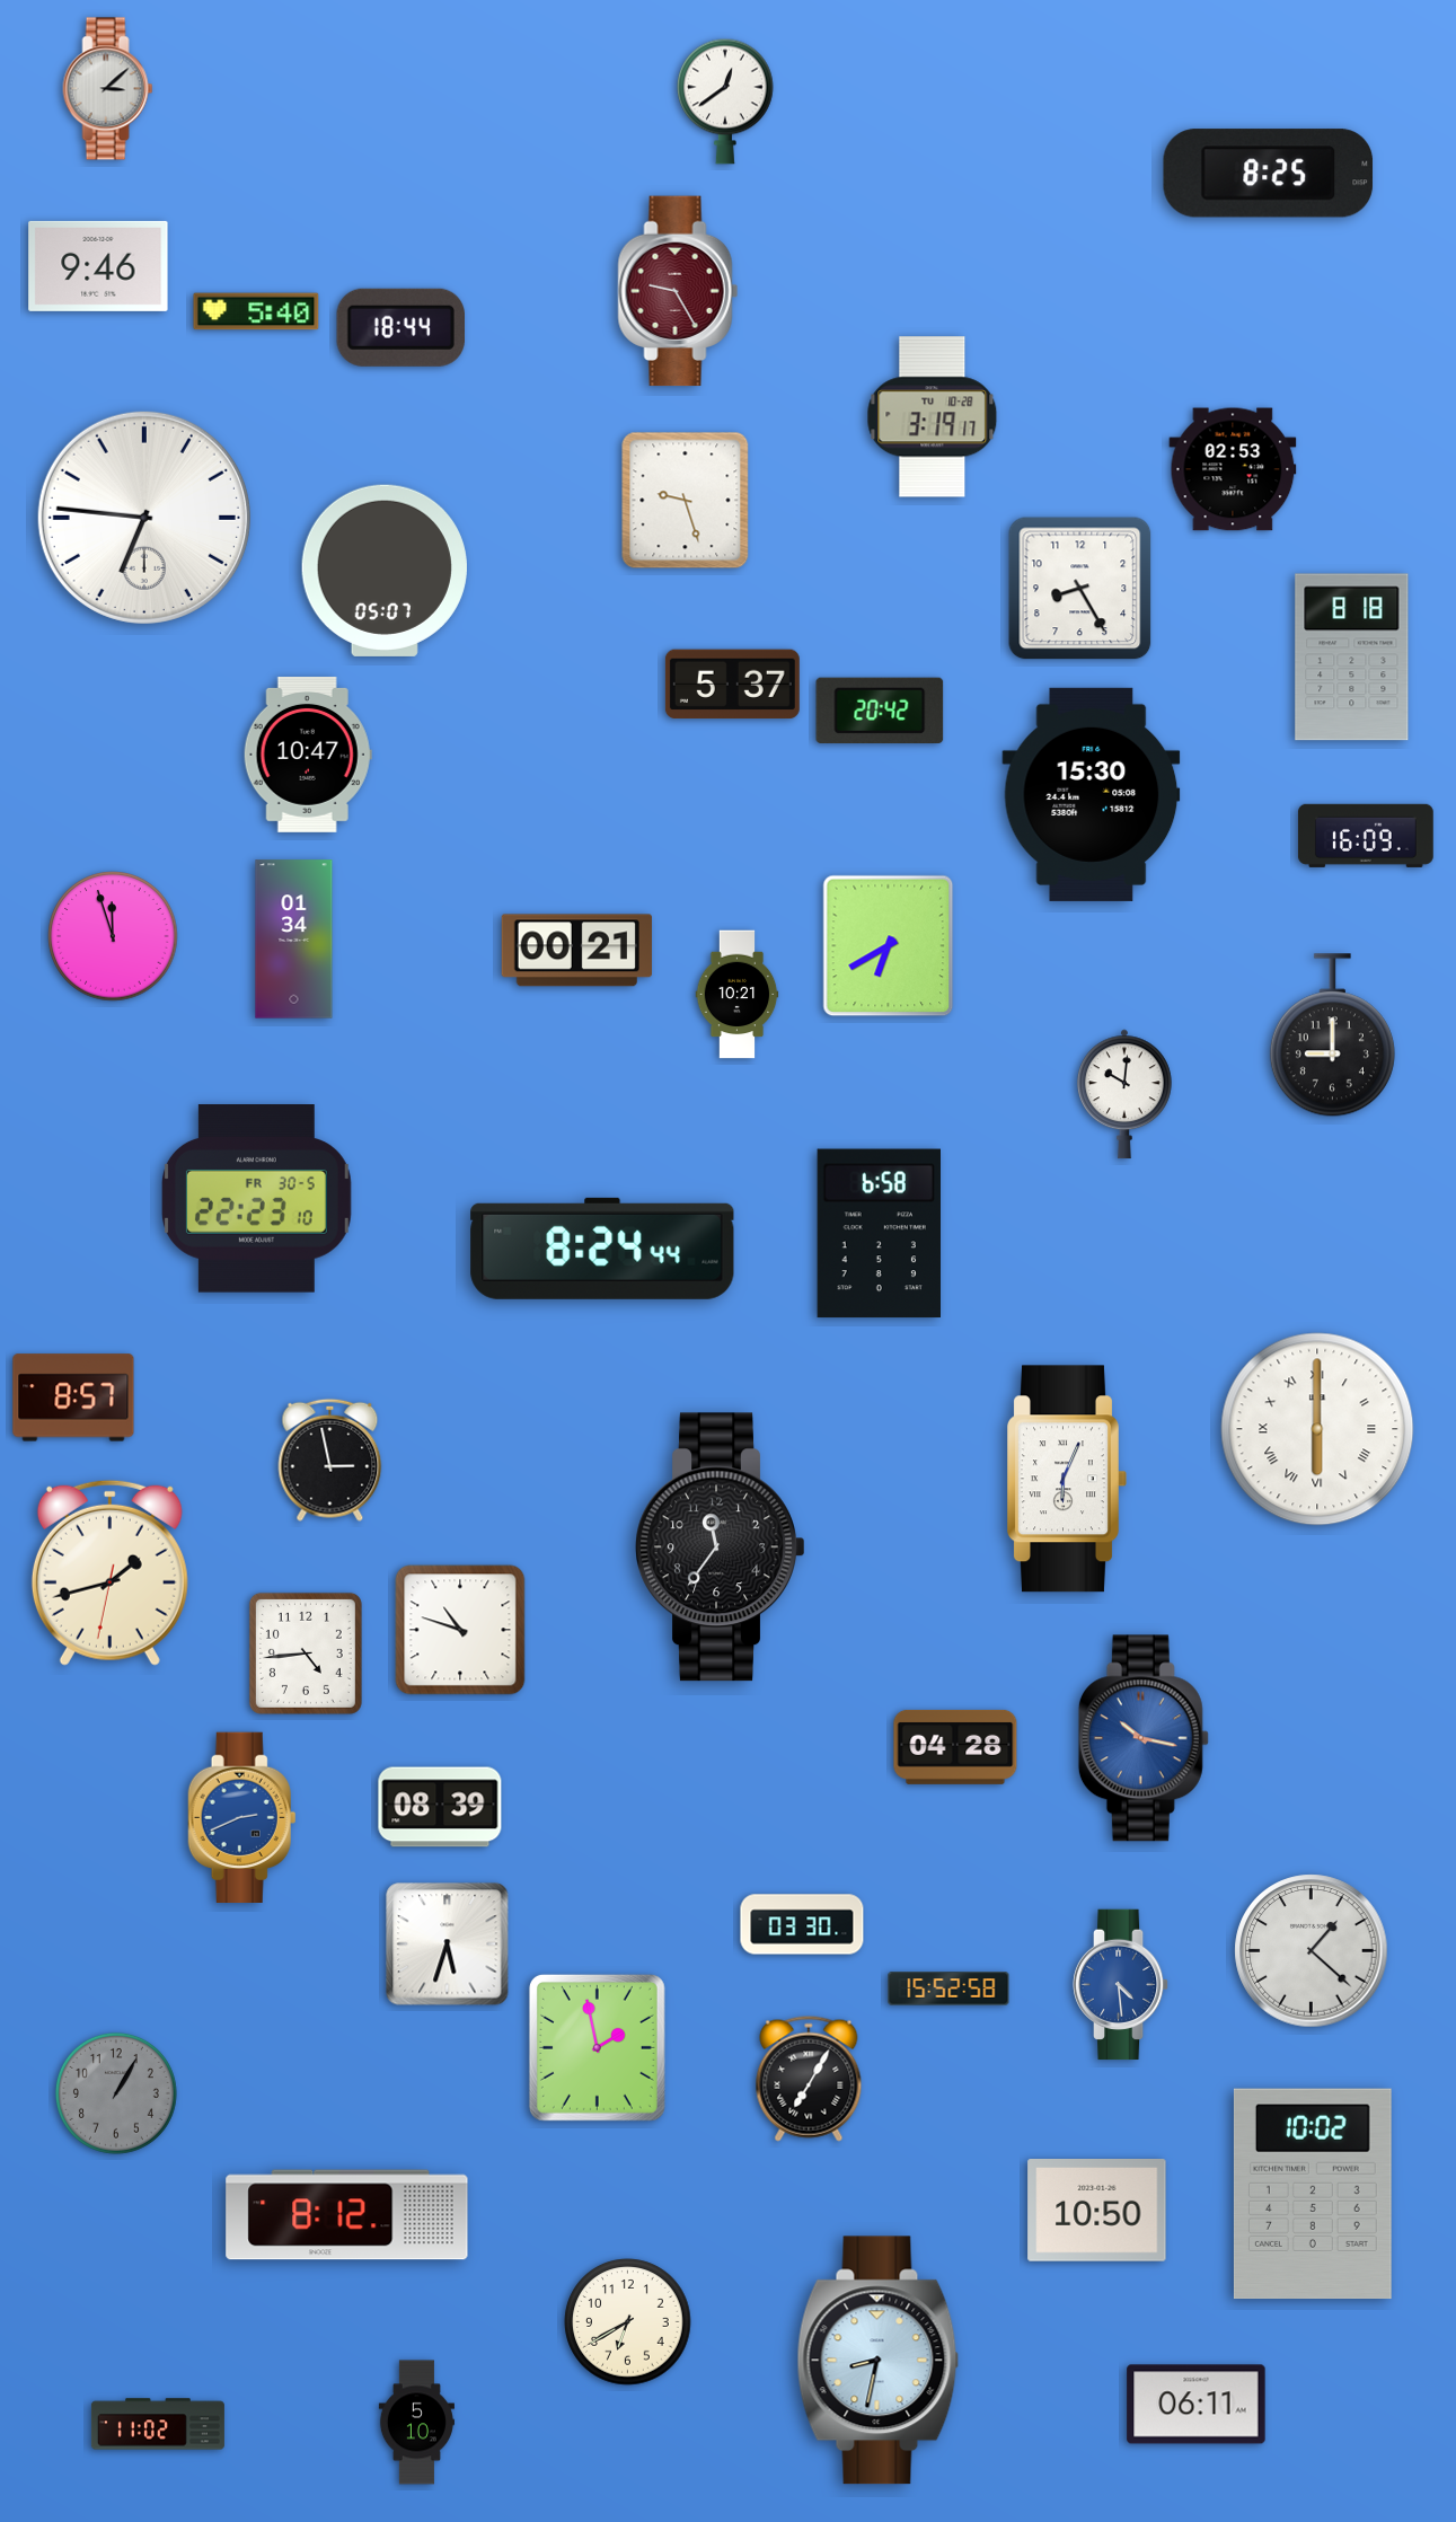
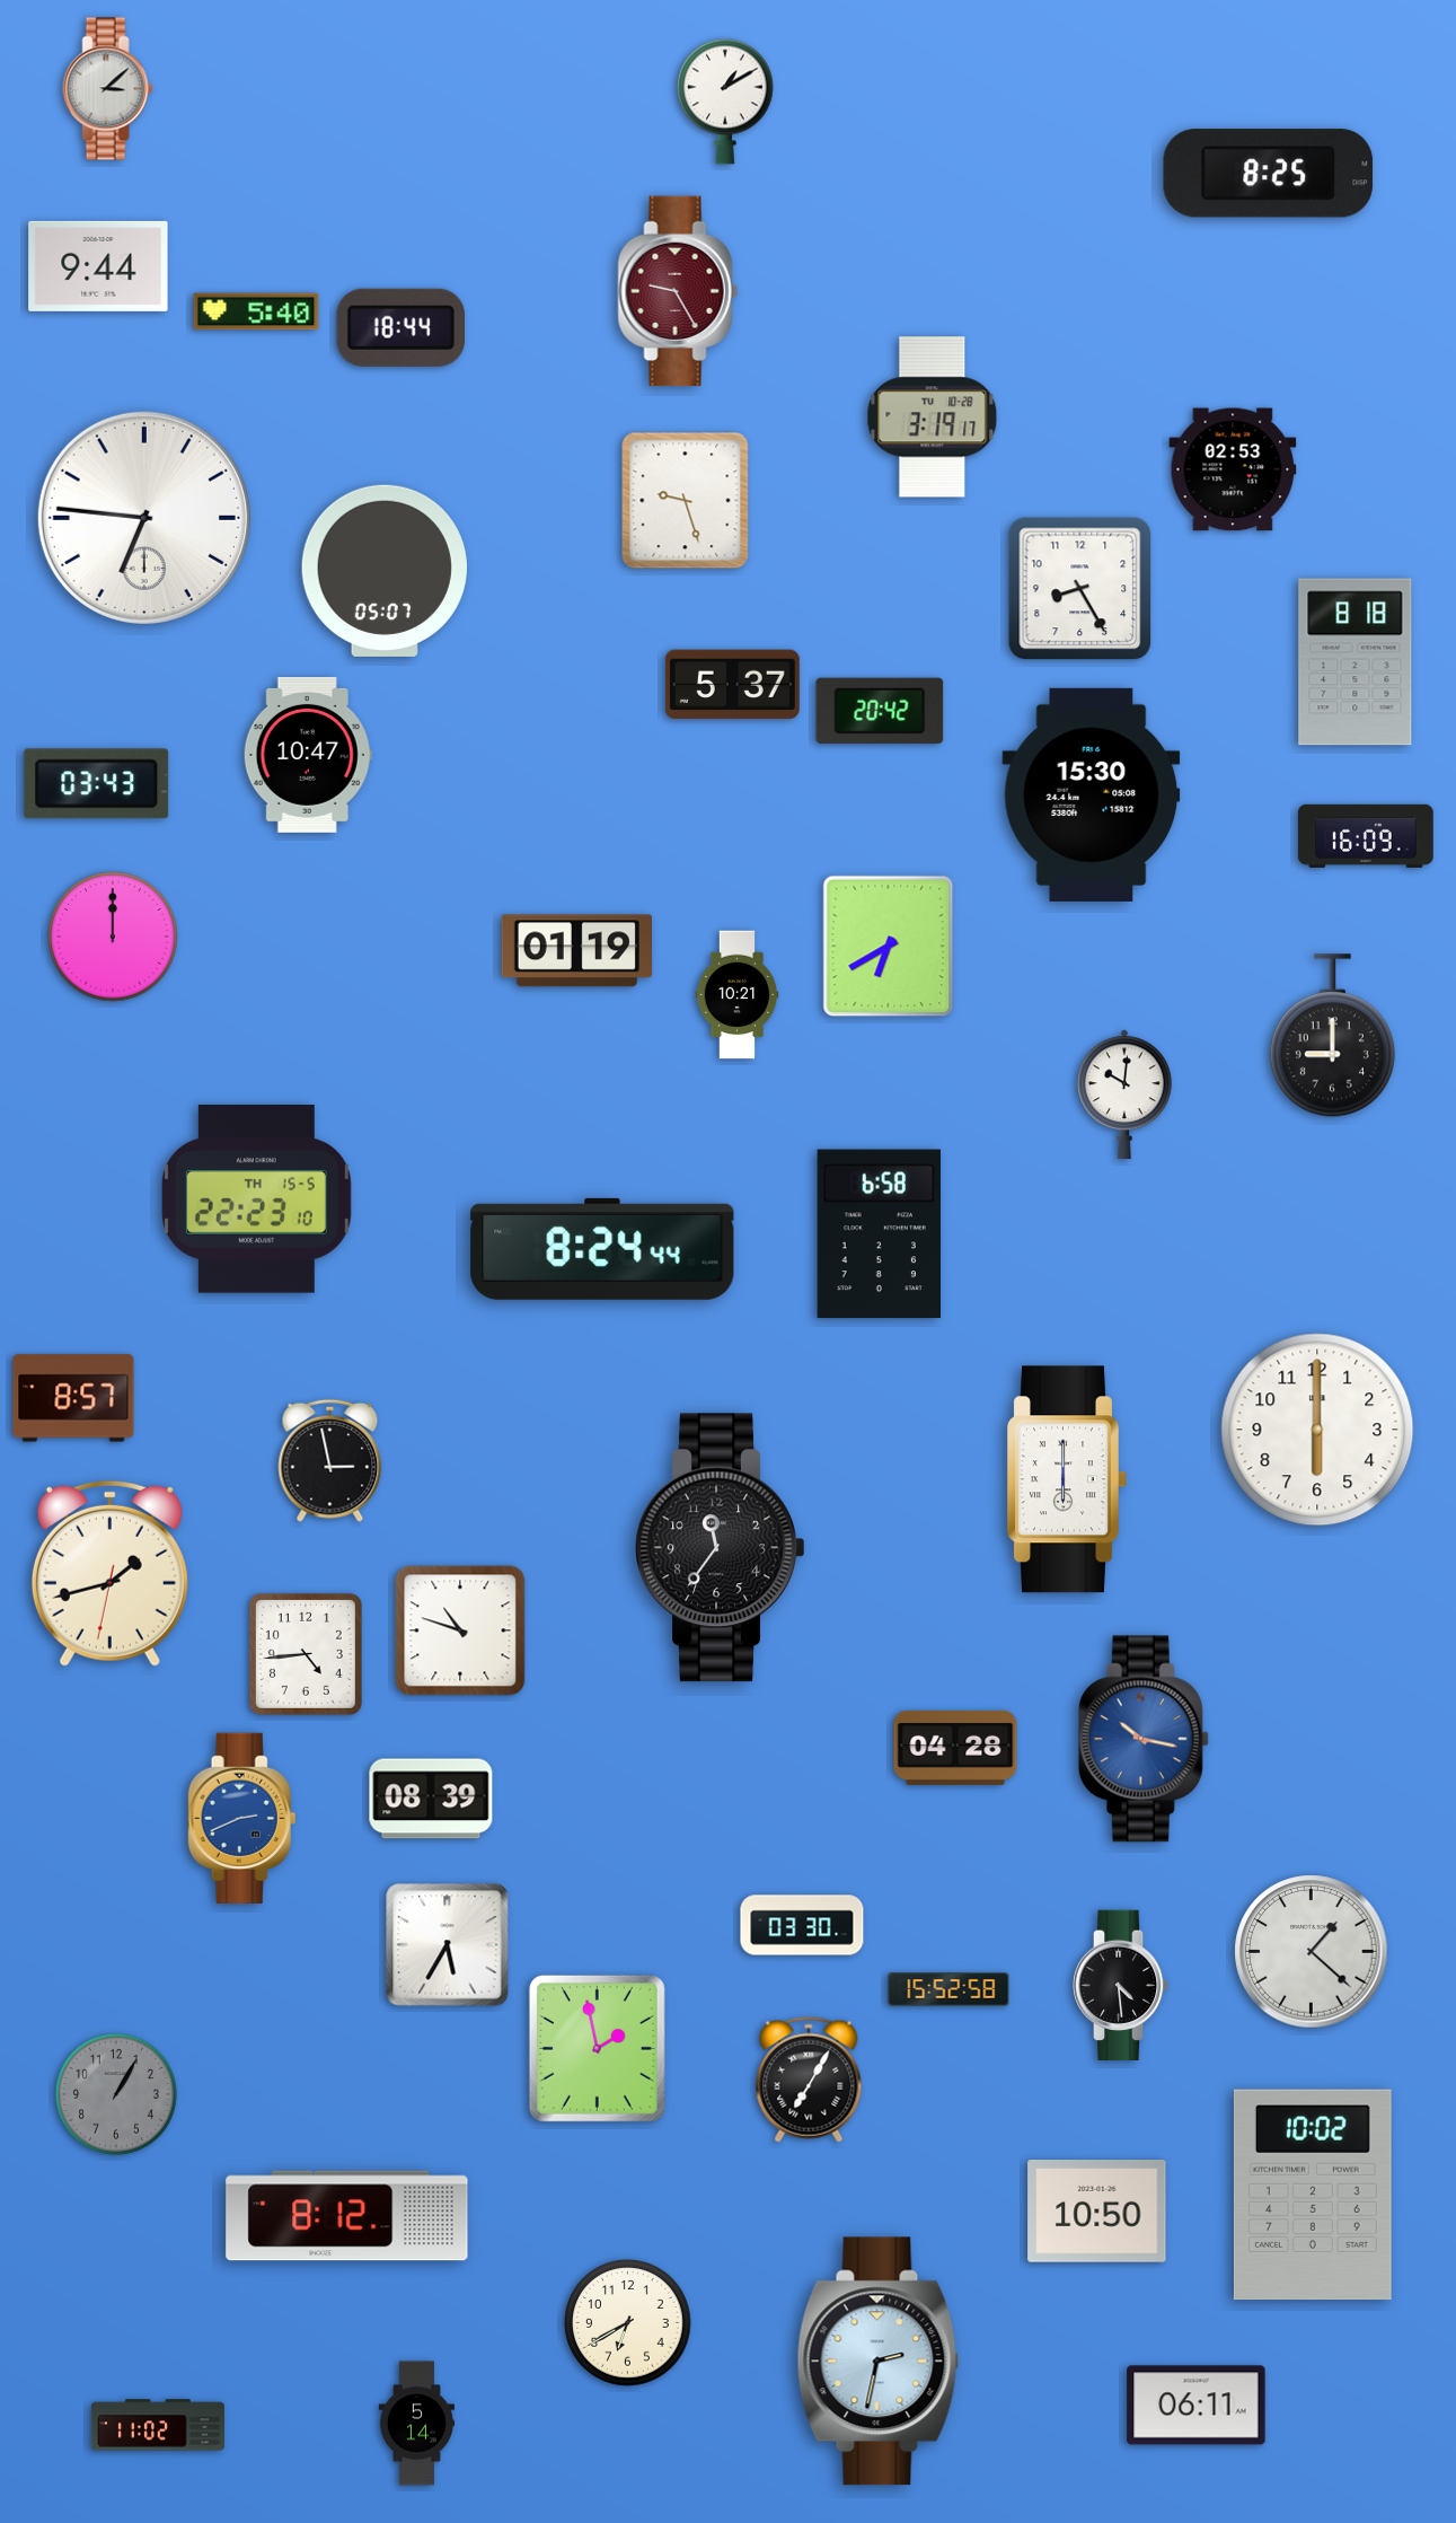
clock at (726, 102): 12:39 -> 1:10
clock at (98, 266): 9:46 -> 9:44
clock at (1352, 658) position: (1352, 658) -> (1356, 662)
clock at (97, 784): none -> 03:43
clock at (113, 936): 11:57 -> 12:00
clock at (294, 940): 01:34 -> none
clock at (576, 951): 00:21 -> 01:19
clock at (256, 1199) date: FR 30-5 -> TH 15-5
clock at (1317, 1429) numerals: Roman -> Arabic
clock at (1068, 1479): 6:04 -> 6:00
clock at (440, 1807) position: (440, 1807) -> (431, 1799)
clock at (448, 1945): 5:33 -> 5:35
clock at (1121, 1985) dial: blue -> black
clock at (879, 2361): 8:32 -> 2:32
clock at (416, 2423): 5:10 -> 5:14
